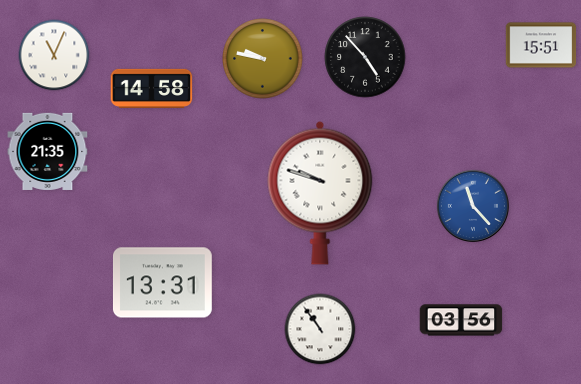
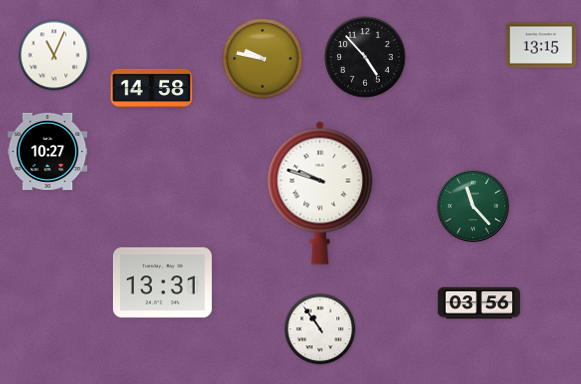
clock at (541, 45): 15:51 -> 13:15
clock at (48, 151): 21:35 -> 10:27
clock at (473, 206) dial: blue -> green
clock at (461, 320) position: (461, 320) -> (479, 303)
